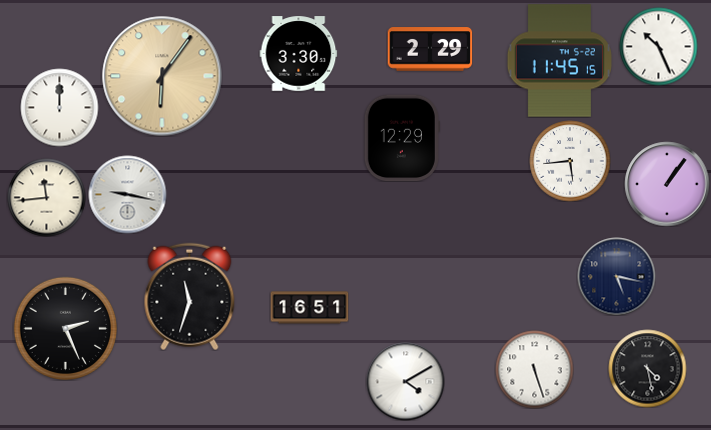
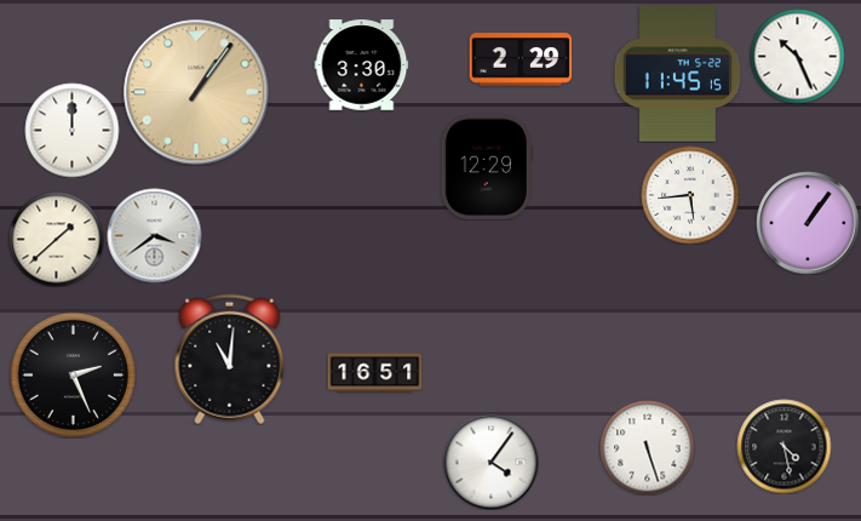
clock at (162, 76): 6:06 -> 1:06
clock at (127, 194): 9:17 -> 3:39
clock at (46, 197): 11:44 -> 1:38
clock at (616, 276): 5:17 -> none
clock at (190, 296): 11:33 -> 11:01
clock at (65, 328) position: (65, 328) -> (73, 374)
clock at (405, 381): 4:10 -> 4:06
